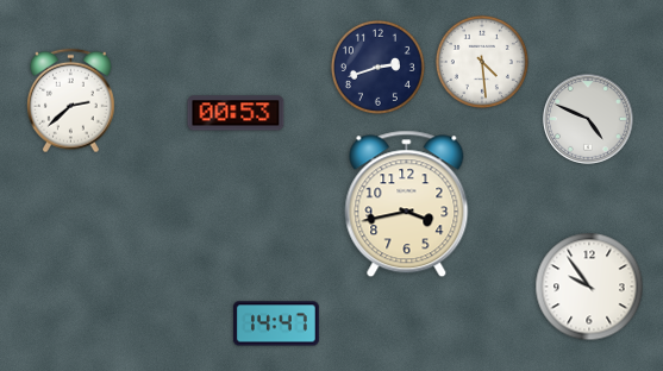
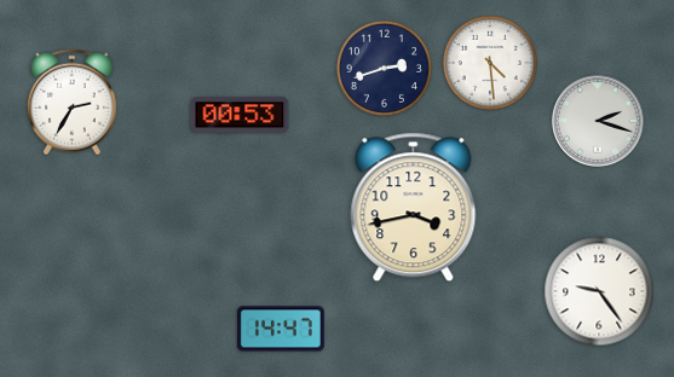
clock at (70, 101): 2:38 -> 2:35
clock at (589, 120): 4:49 -> 2:18
clock at (589, 287): 9:54 -> 9:24
